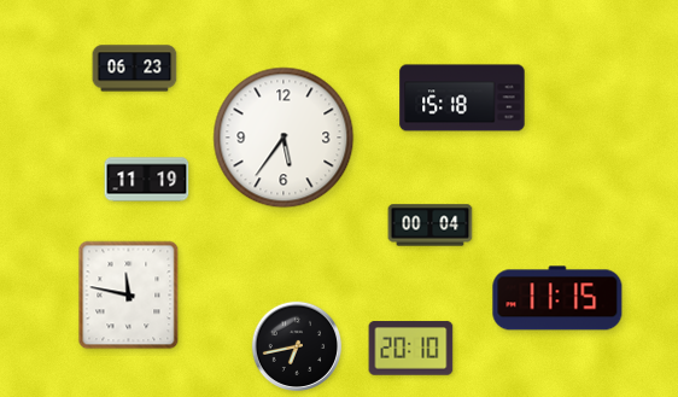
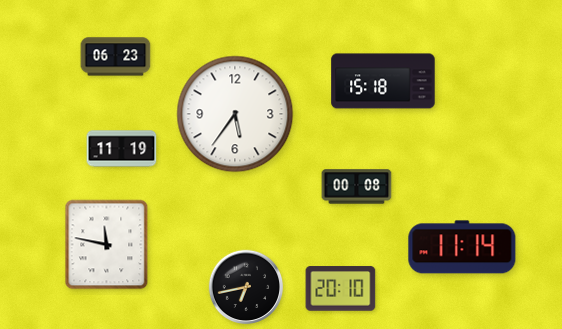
clock at (135, 69) position: (135, 69) -> (116, 57)
clock at (431, 226): 00:04 -> 00:08
clock at (557, 298): 11:15 -> 11:14
